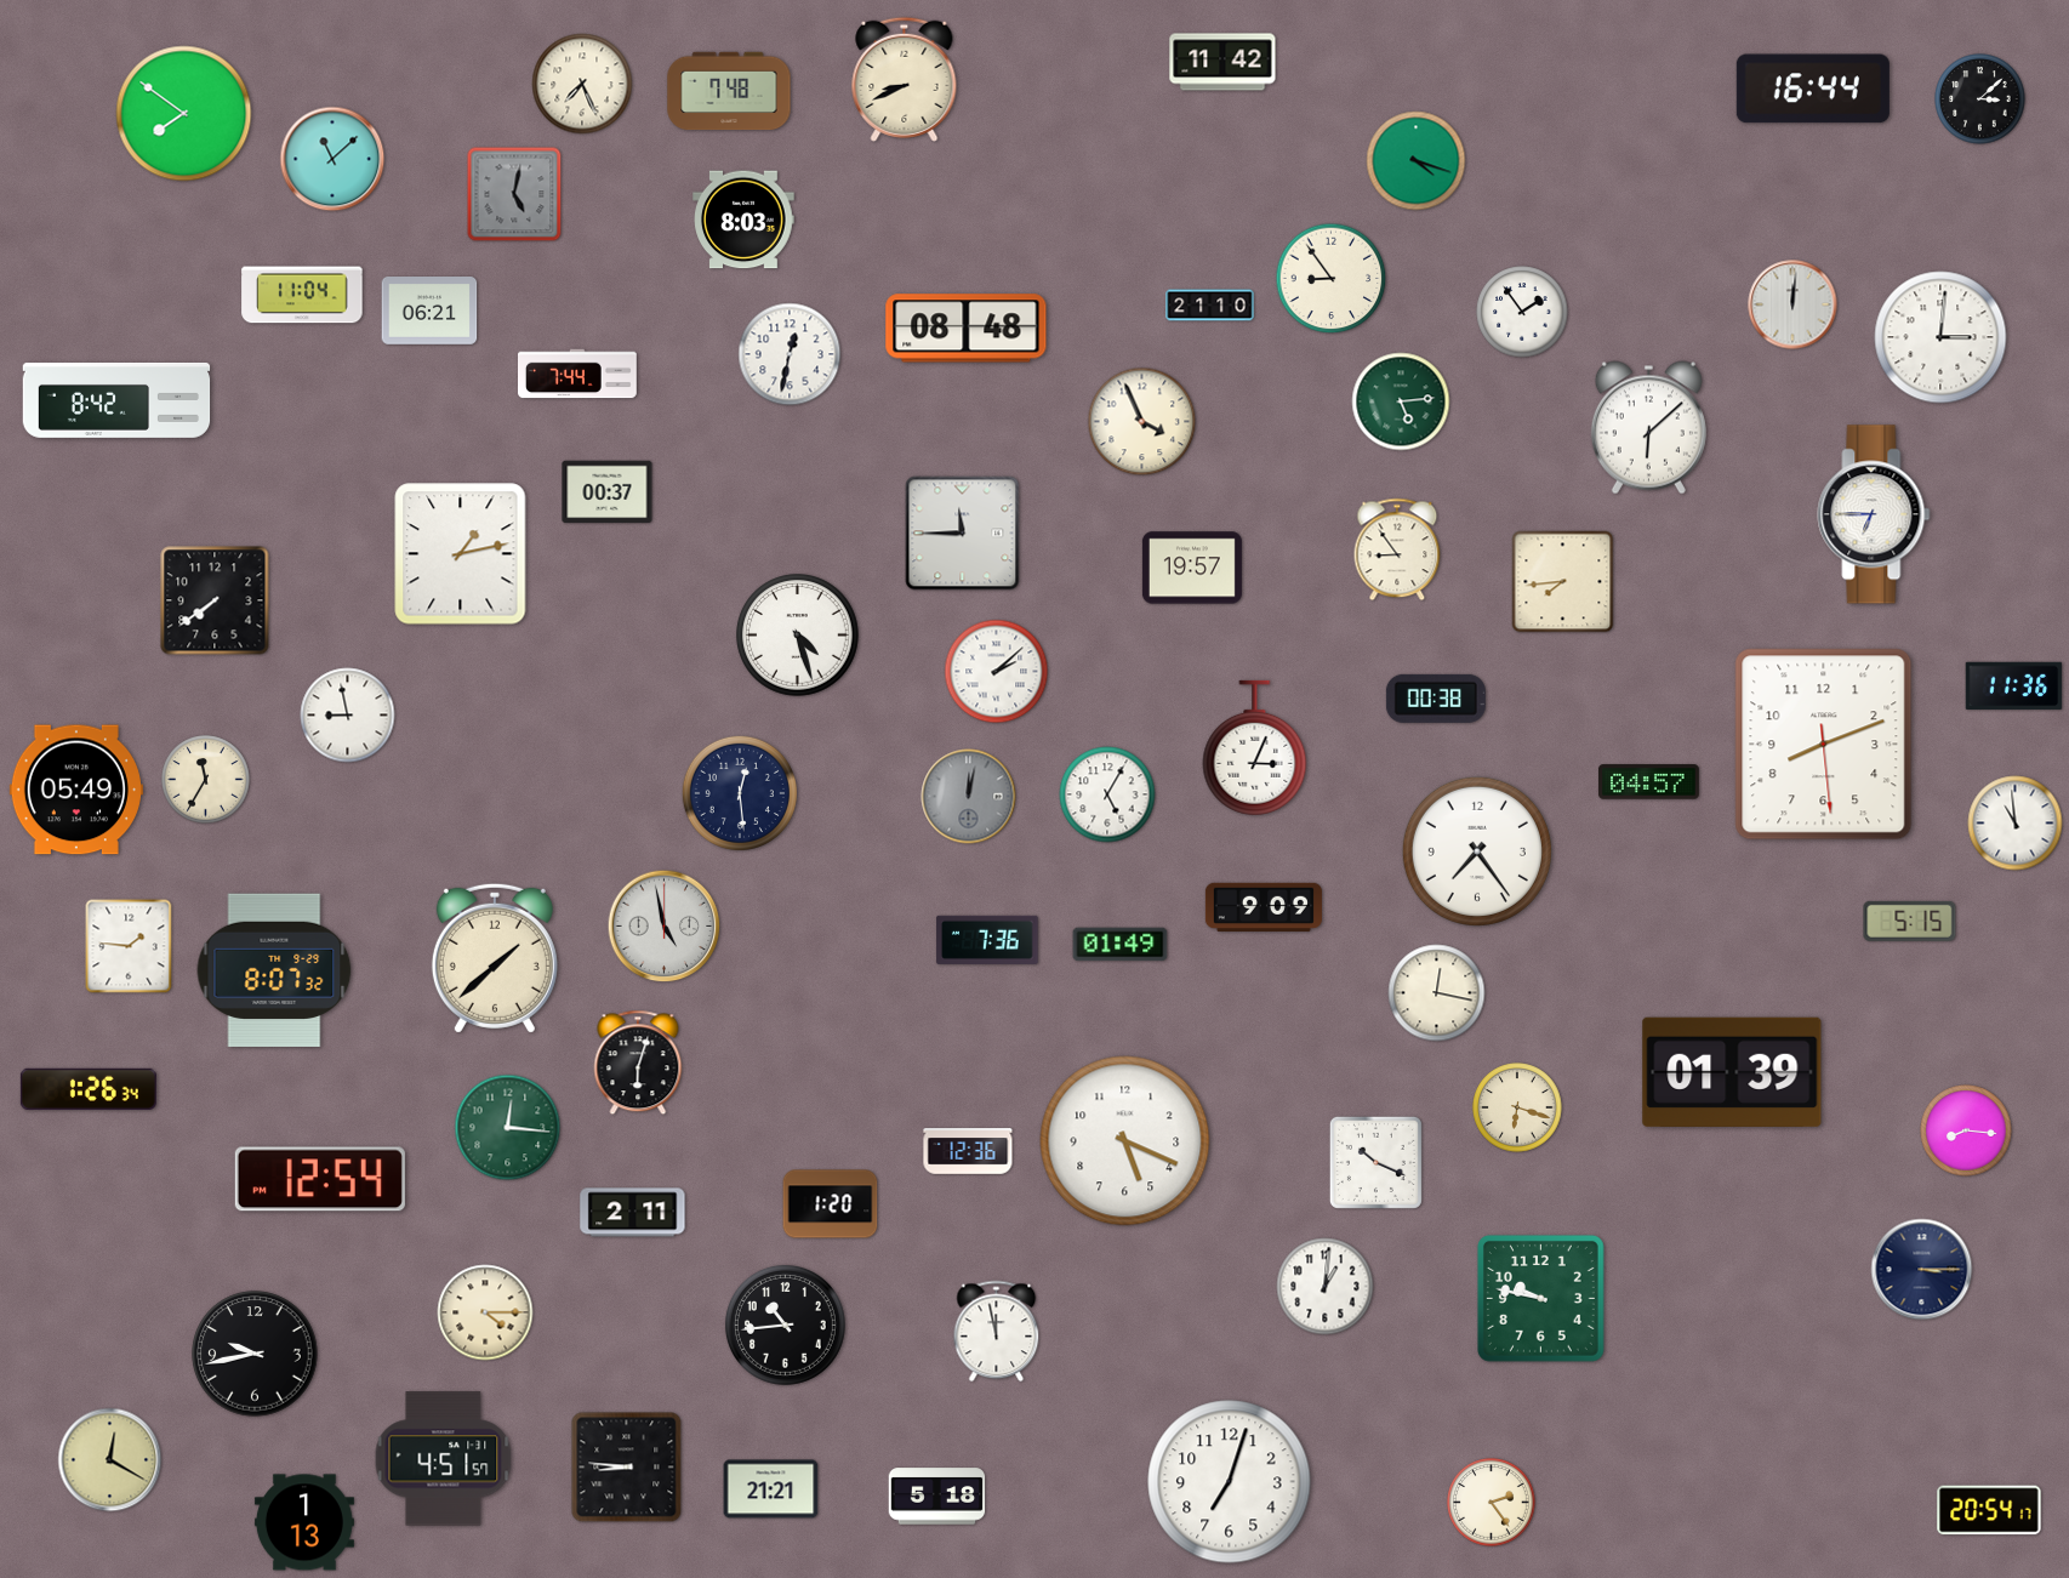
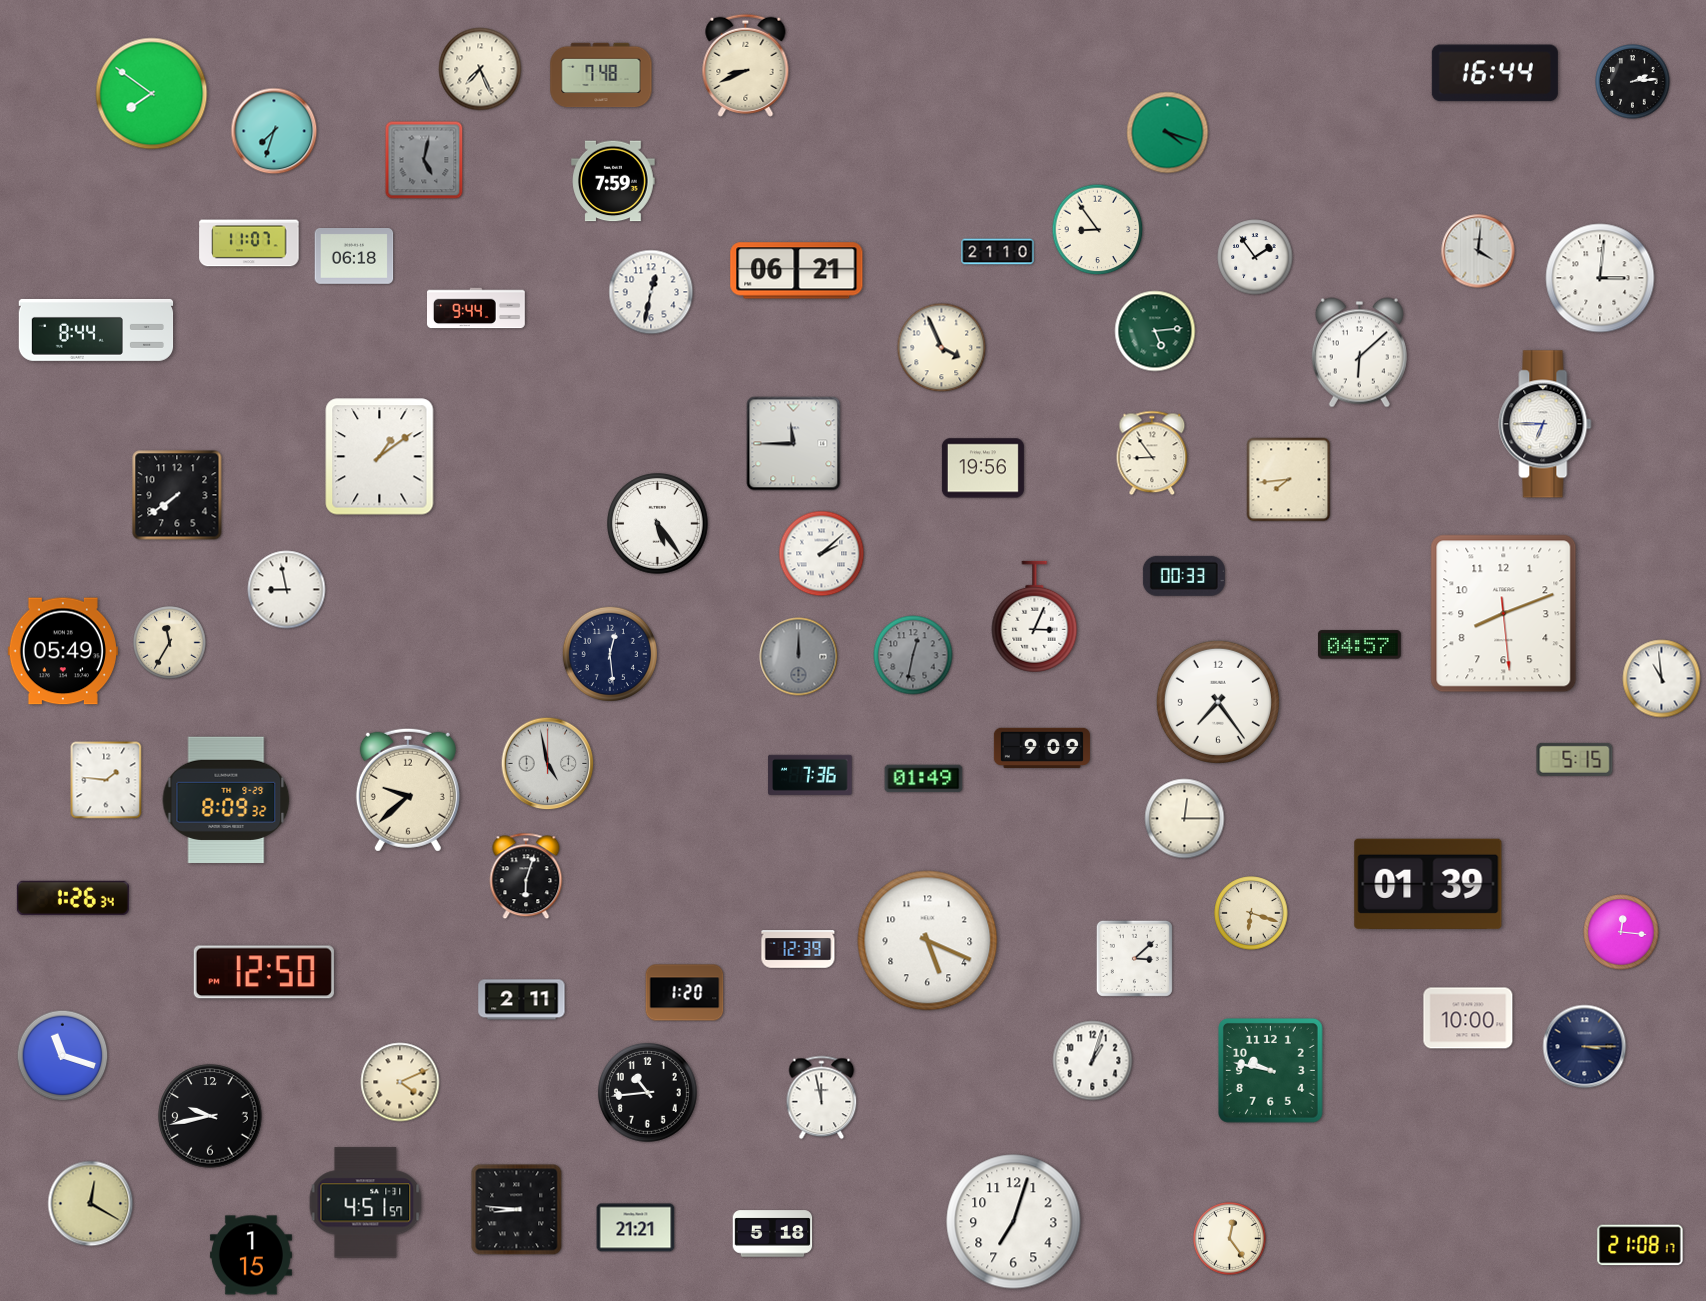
clock at (1222, 62): 11:42 -> none
clock at (1980, 99): 3:08 -> 2:14
clock at (332, 159): 11:08 -> 7:33
clock at (743, 220): 8:03 -> 7:59
clock at (302, 295): 11:04 -> 11:07
clock at (1792, 304): 12:01 -> 4:01
clock at (429, 312): 06:21 -> 06:18
clock at (967, 329): 08:48 -> 06:21
clock at (578, 374): 7:44 -> 9:44
clock at (116, 400): 8:42 -> 8:44
clock at (608, 492): 00:37 -> none
clock at (963, 534) position: (963, 534) -> (794, 444)
clock at (461, 554): 1:13 -> 1:09
clock at (1192, 568): 19:57 -> 19:56
clock at (798, 636): 4:27 -> 5:24
clock at (2014, 687): 11:36 -> none
clock at (1436, 699): 00:38 -> 00:33
clock at (1107, 794): 5:05 -> 12:32
clock at (1107, 794) dial: white -> grey
clock at (969, 797): 12:02 -> 12:00
clock at (987, 940) position: (987, 940) -> (810, 775)
clock at (495, 958): 1:38 -> 9:38
clock at (274, 970): 8:07 -> 8:09
clock at (1437, 993): 12:17 -> 12:15
clock at (508, 1128): 12:16 -> none
clock at (1966, 1130): 8:16 -> 12:16
clock at (968, 1151): 12:36 -> 12:39
clock at (1375, 1162): 10:19 -> 3:08
clock at (320, 1179): 12:54 -> 12:50
clock at (1468, 1018): none -> 10:00
clock at (63, 1056): none -> 11:18
clock at (1326, 1287): 1:01 -> 1:03
clock at (485, 1312): 4:15 -> 4:11
clock at (1492, 1503): 2:24 -> 12:24
clock at (1989, 1510): 20:54 -> 21:08
clock at (304, 1522): 1:13 -> 1:15
